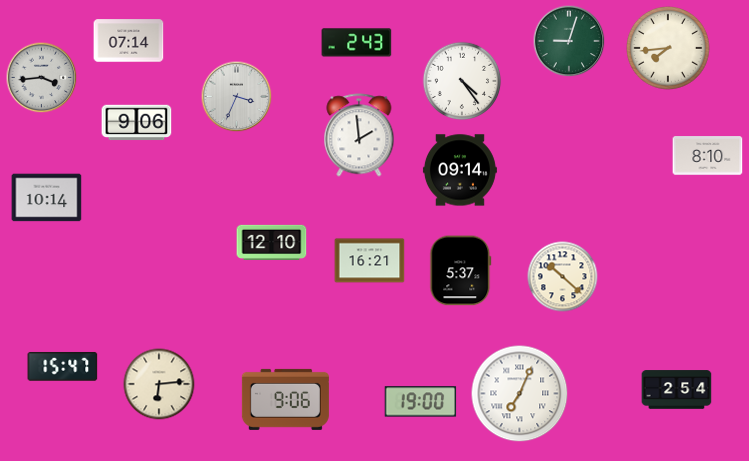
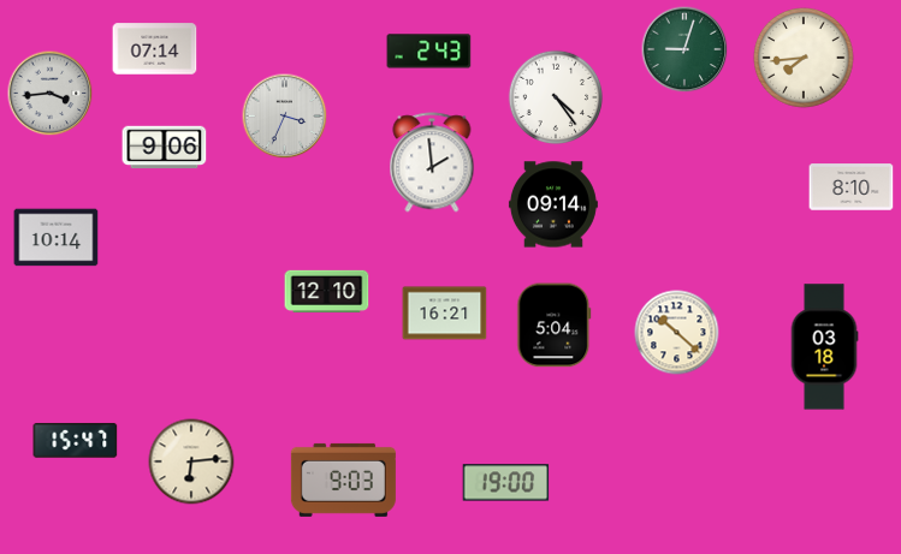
clock at (461, 271): 5:37 -> 5:04
clock at (824, 347): none -> 03:18
clock at (677, 390): 2:54 -> none
clock at (520, 394): 7:04 -> none
clock at (285, 399): 9:06 -> 9:03
